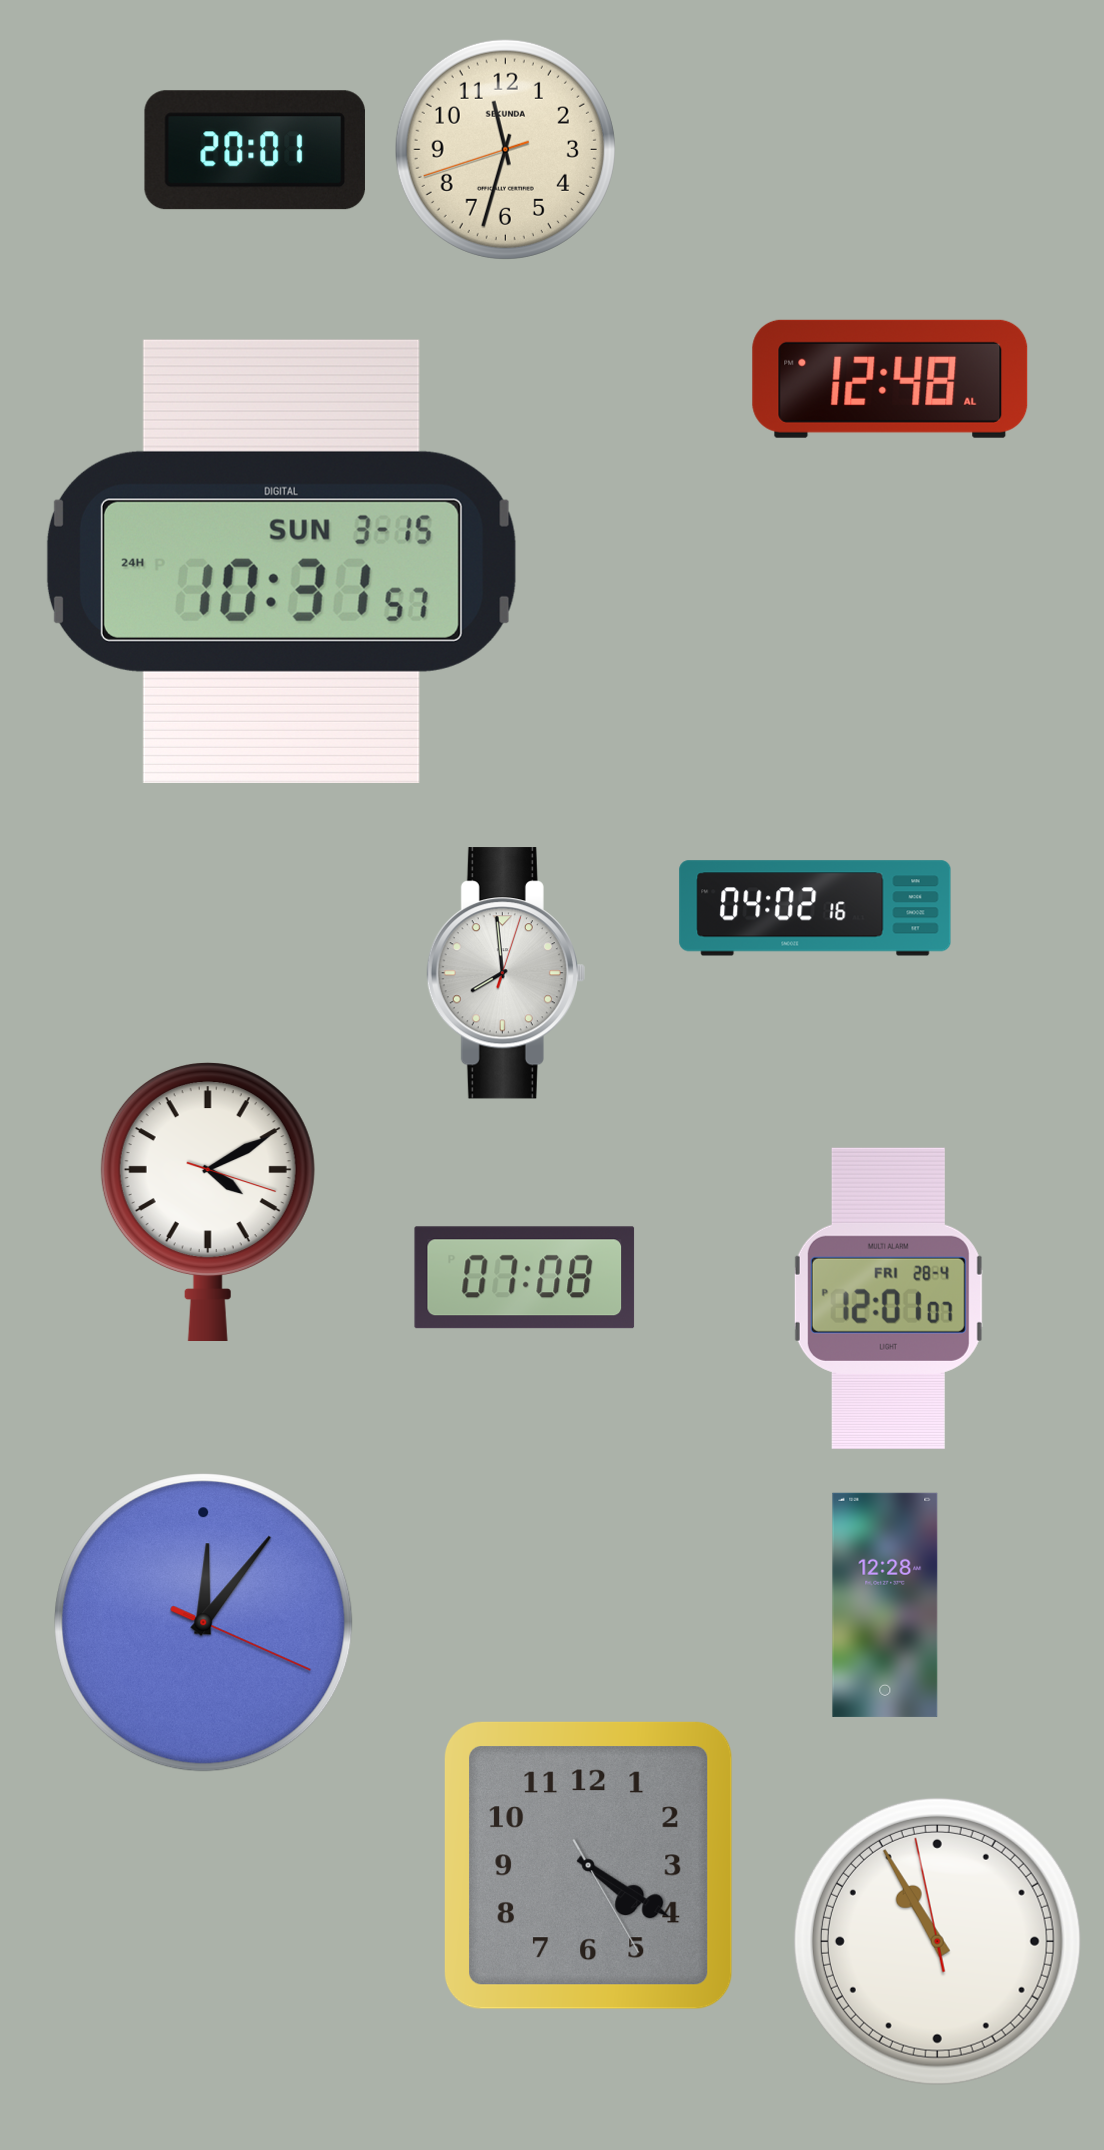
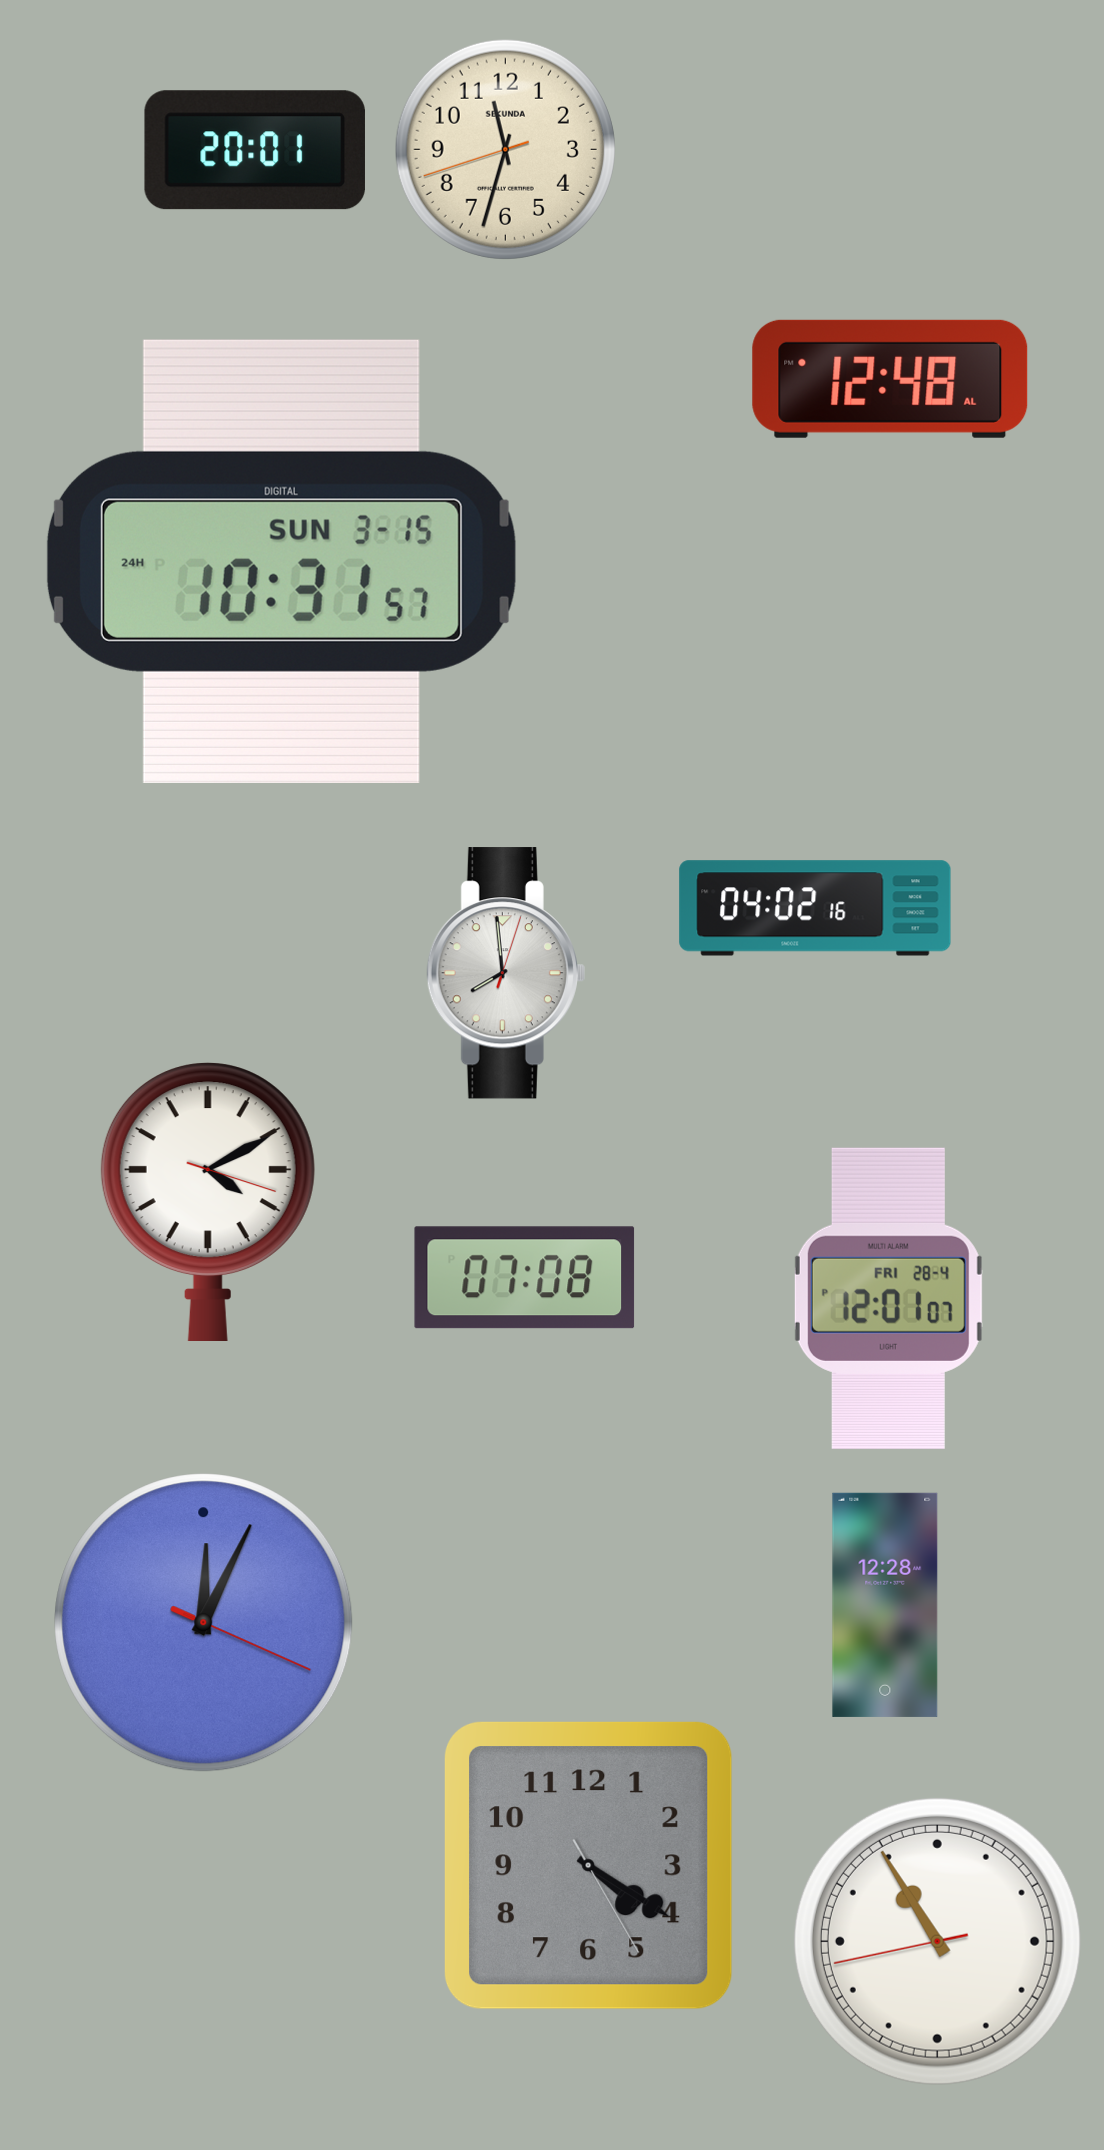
clock at (204, 1623): 12:06 -> 12:04
clock at (937, 1941): 10:54:58 -> 10:54:43
